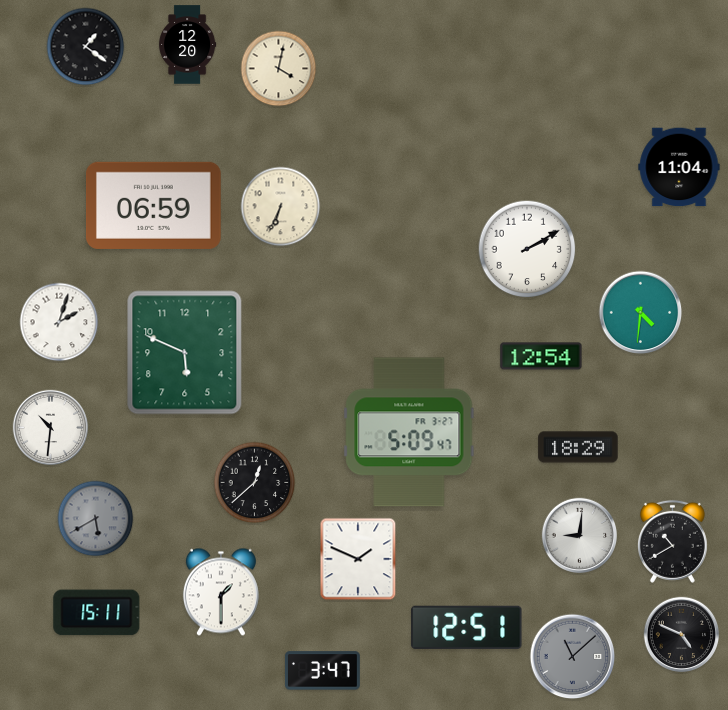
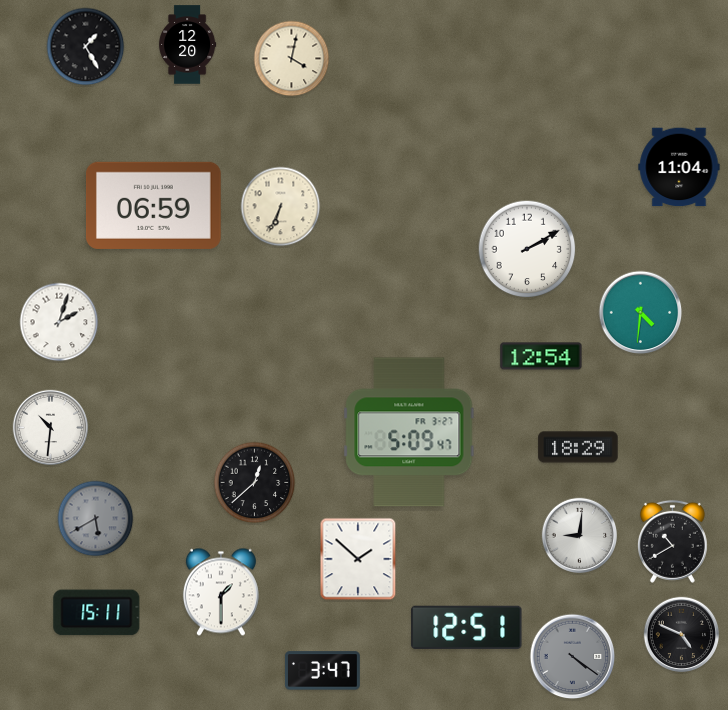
clock at (86, 47): 1:21 -> 1:25
clock at (279, 69) position: (279, 69) -> (292, 59)
clock at (185, 353): 5:49 -> none
clock at (358, 559): 1:49 -> 1:52
clock at (573, 657): 11:08 -> 4:21
